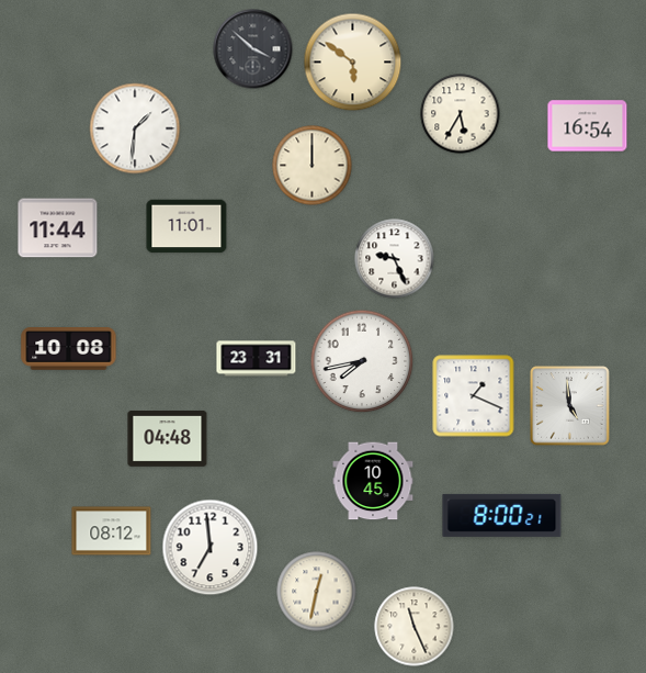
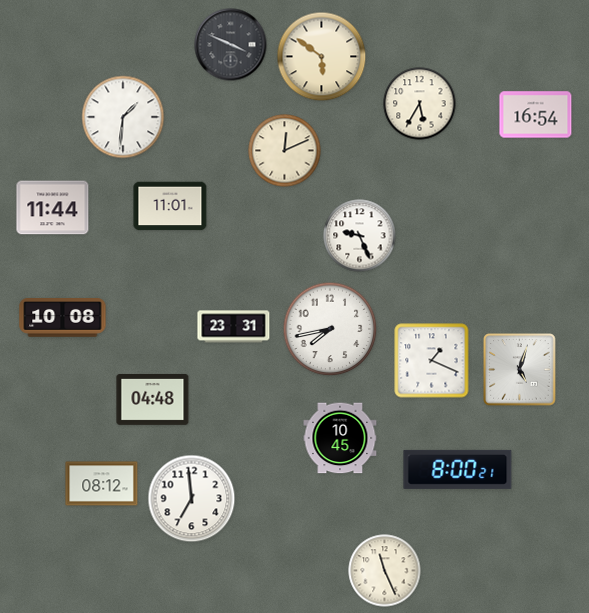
clock at (253, 49): 3:52 -> 3:49
clock at (313, 166): 12:00 -> 12:11
clock at (570, 406): 4:59 -> 5:03
clock at (317, 592): 12:32 -> none
clock at (415, 627) position: (415, 627) -> (385, 571)
